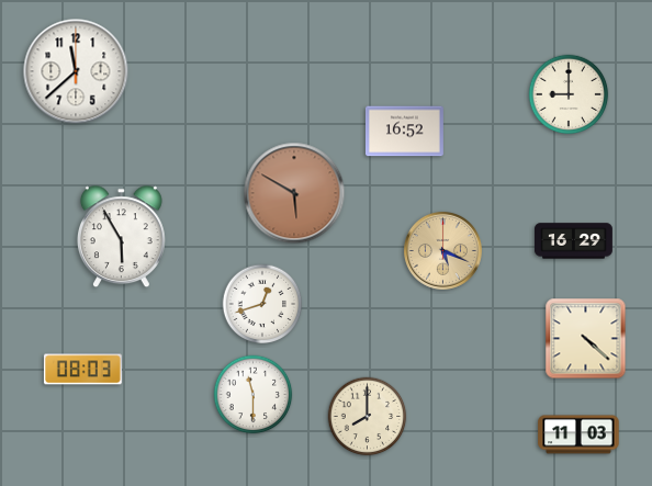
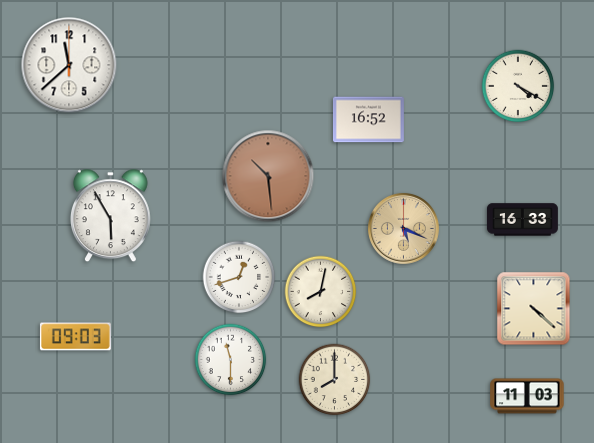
clock at (569, 94): 9:00 -> 4:20
clock at (294, 193): 5:50 -> 10:29
clock at (573, 241): 16:29 -> 16:33
clock at (321, 292): none -> 8:02
clock at (82, 370): 08:03 -> 09:03
